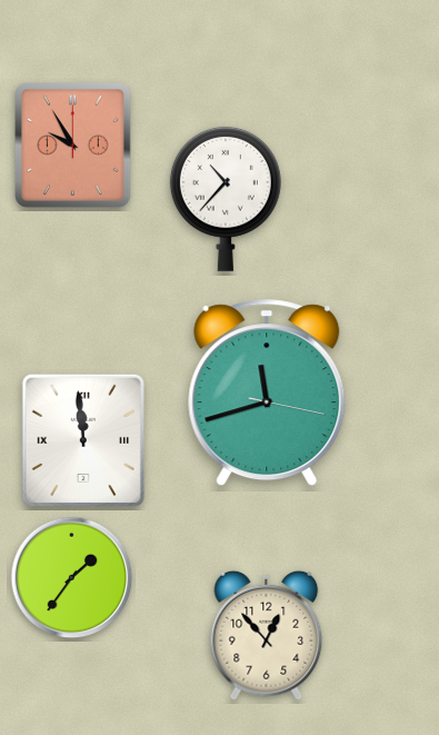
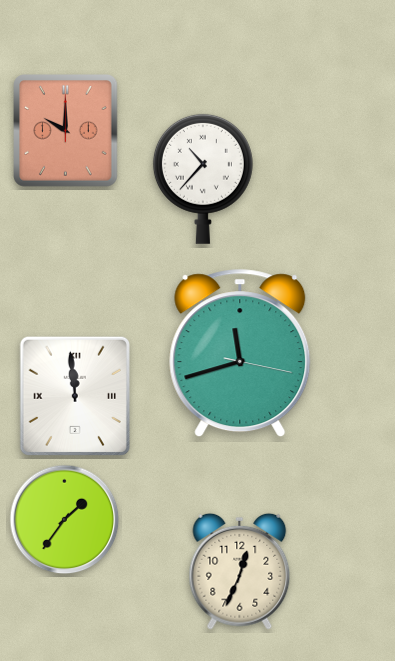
clock at (73, 146): 9:55 -> 10:00
clock at (267, 635): 12:53 -> 12:34
